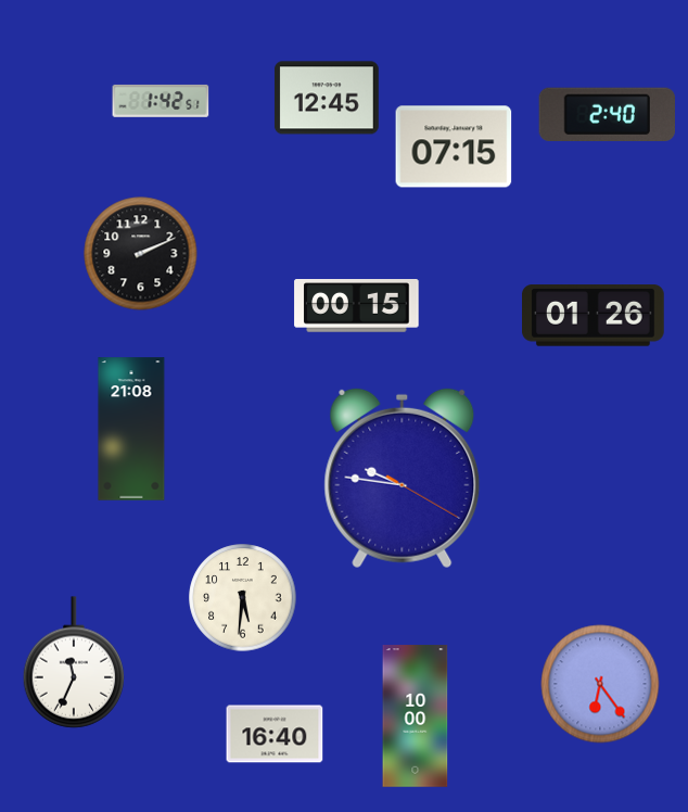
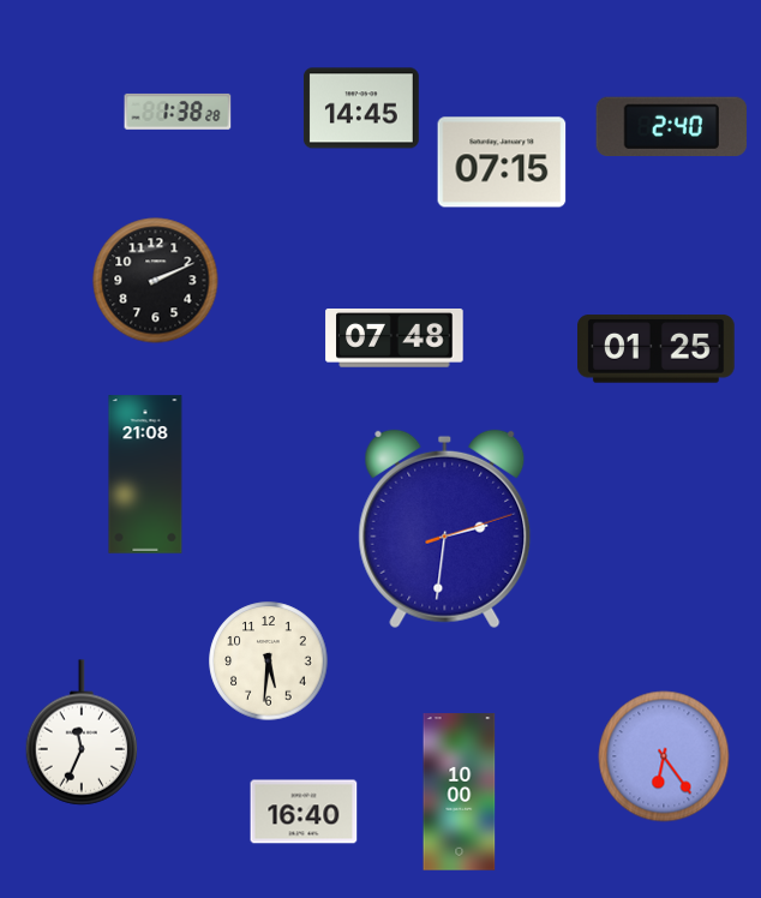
clock at (327, 98): 12:45 -> 14:45
clock at (161, 101): 1:42 -> 1:38
clock at (357, 306): 00:15 -> 07:48
clock at (594, 316): 01:26 -> 01:25
clock at (403, 479): 9:46 -> 2:31
